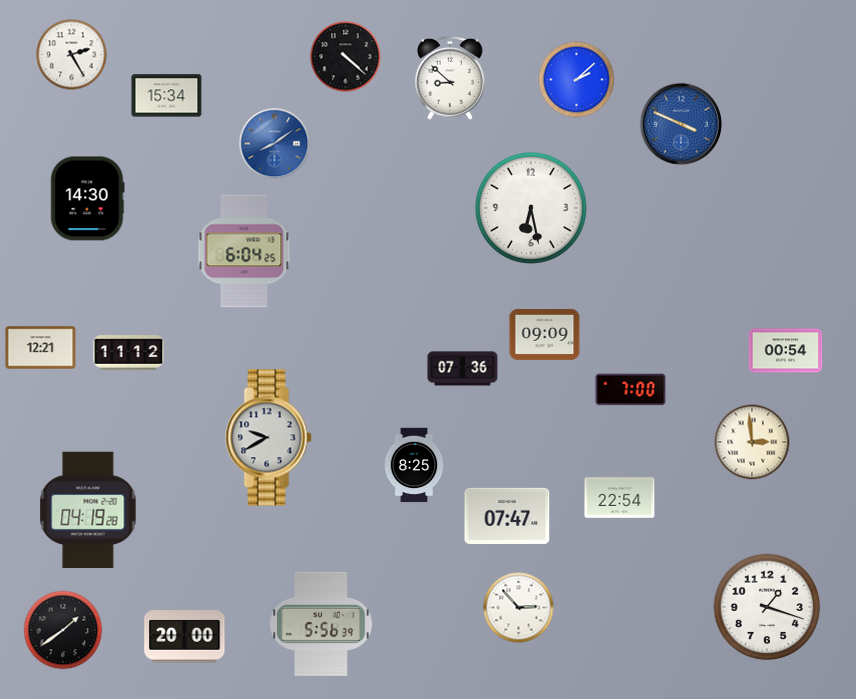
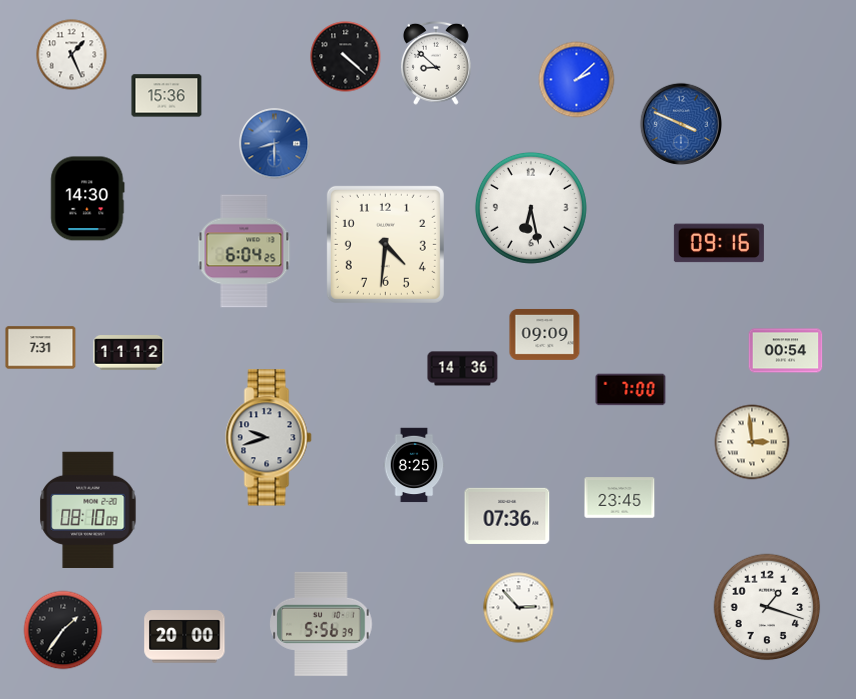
clock at (72, 55): 2:25 -> 1:26
clock at (450, 78) position: (450, 78) -> (436, 63)
clock at (167, 96): 15:34 -> 15:36
clock at (275, 144): 8:09 -> 8:30
clock at (719, 243): none -> 09:16
clock at (385, 244): none -> 4:31
clock at (41, 348): 12:21 -> 7:31
clock at (463, 369): 07:36 -> 14:36
clock at (269, 438): 9:40 -> 9:42
clock at (620, 498): 22:54 -> 23:45
clock at (88, 509): 04:19 -> 08:10
clock at (507, 516): 07:47 -> 07:36
clock at (63, 630): 1:39 -> 1:36
